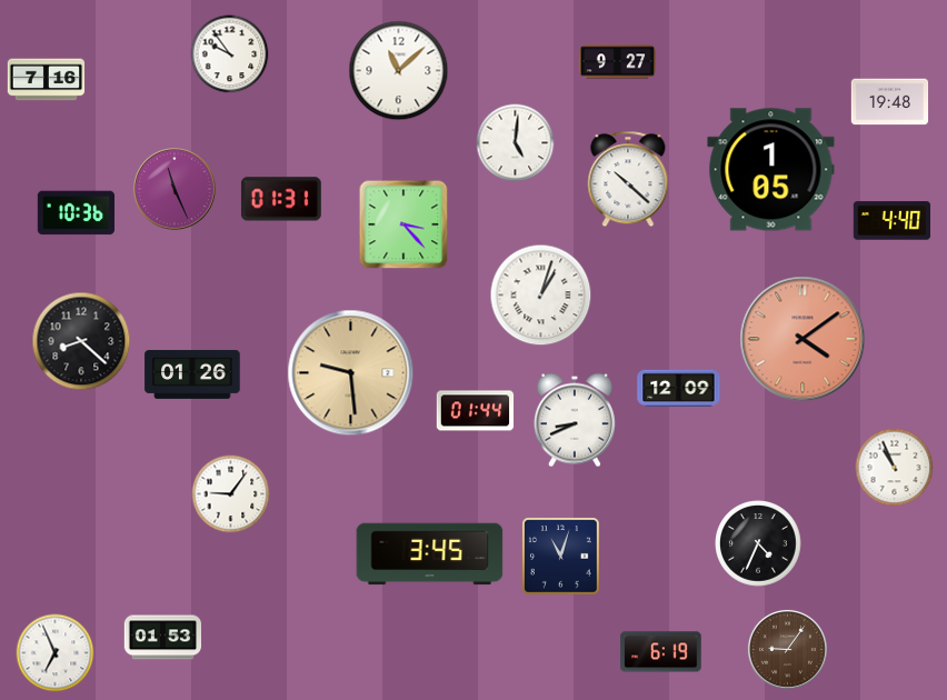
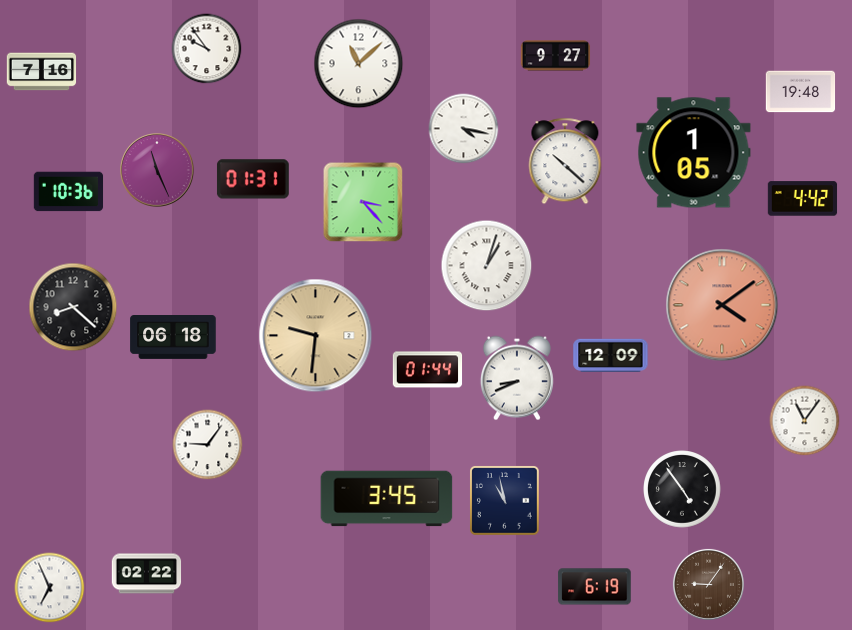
clock at (516, 143): 5:01 -> 4:17
clock at (893, 221): 4:40 -> 4:42
clock at (351, 373): 9:29 -> 9:31
clock at (192, 376): 01:26 -> 06:18
clock at (679, 388) position: (679, 388) -> (611, 355)
clock at (895, 468): 10:56 -> 11:06
clock at (758, 543): 4:34 -> 4:54
clock at (561, 557): 11:03 -> 10:58
clock at (163, 638): 01:53 -> 02:22
